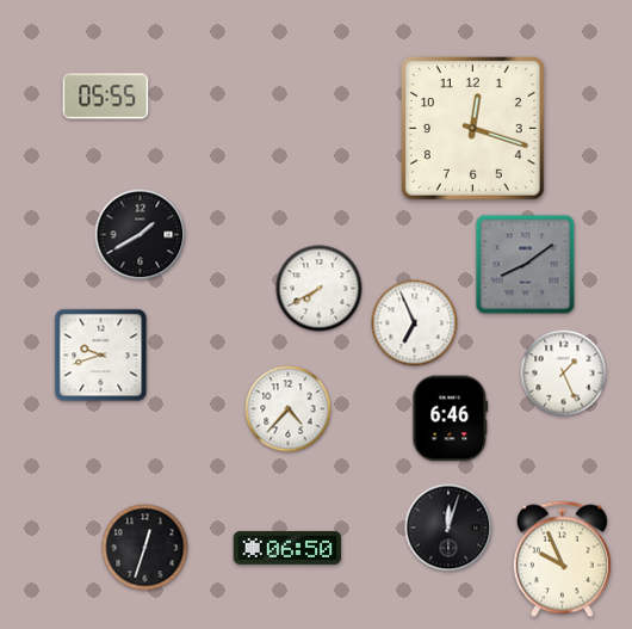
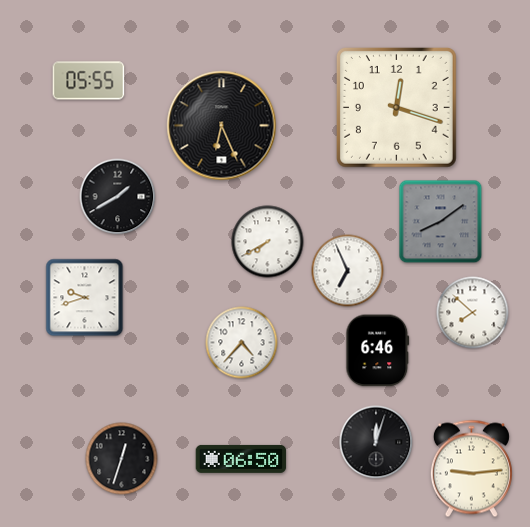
clock at (222, 126): none -> 6:26
clock at (564, 374): 1:26 -> 7:52
clock at (562, 560): 9:56 -> 9:14
